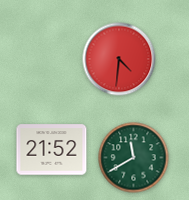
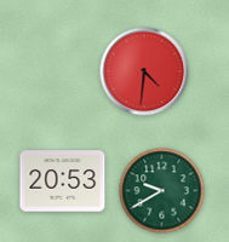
clock at (52, 150): 21:52 -> 20:53
clock at (134, 158): 11:40 -> 9:40
